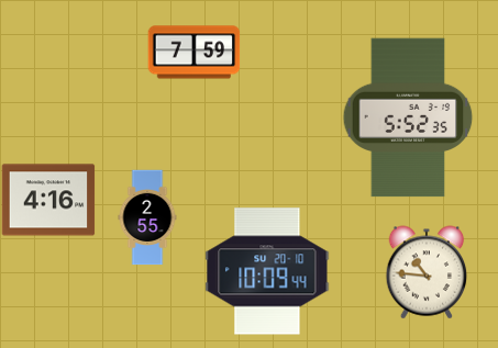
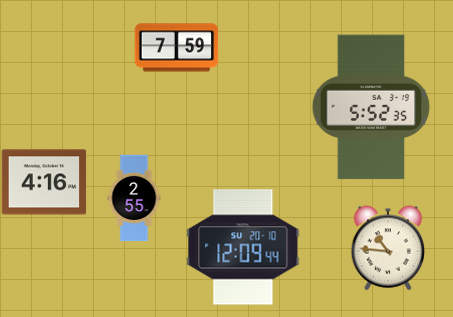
clock at (267, 271): 10:09 -> 12:09
